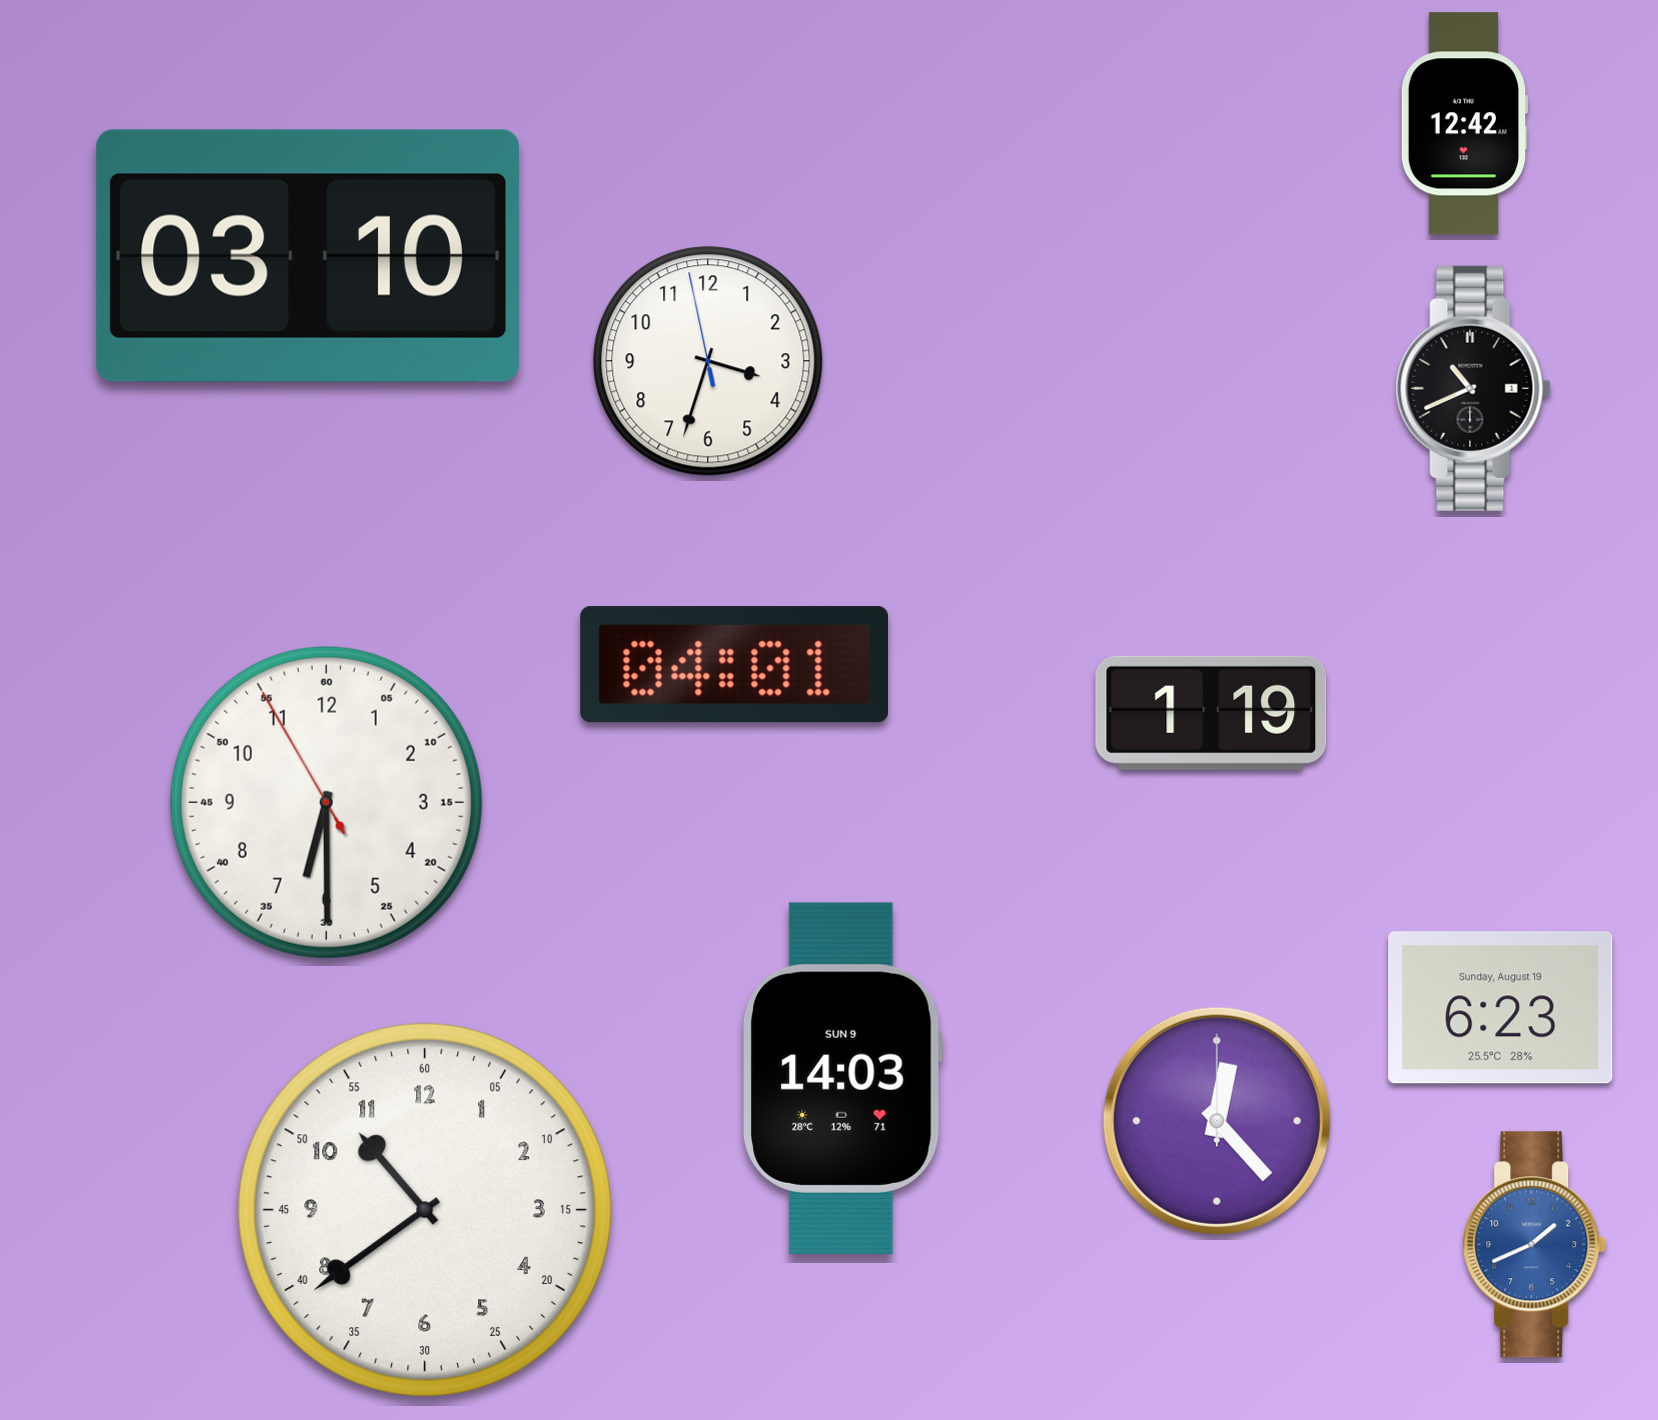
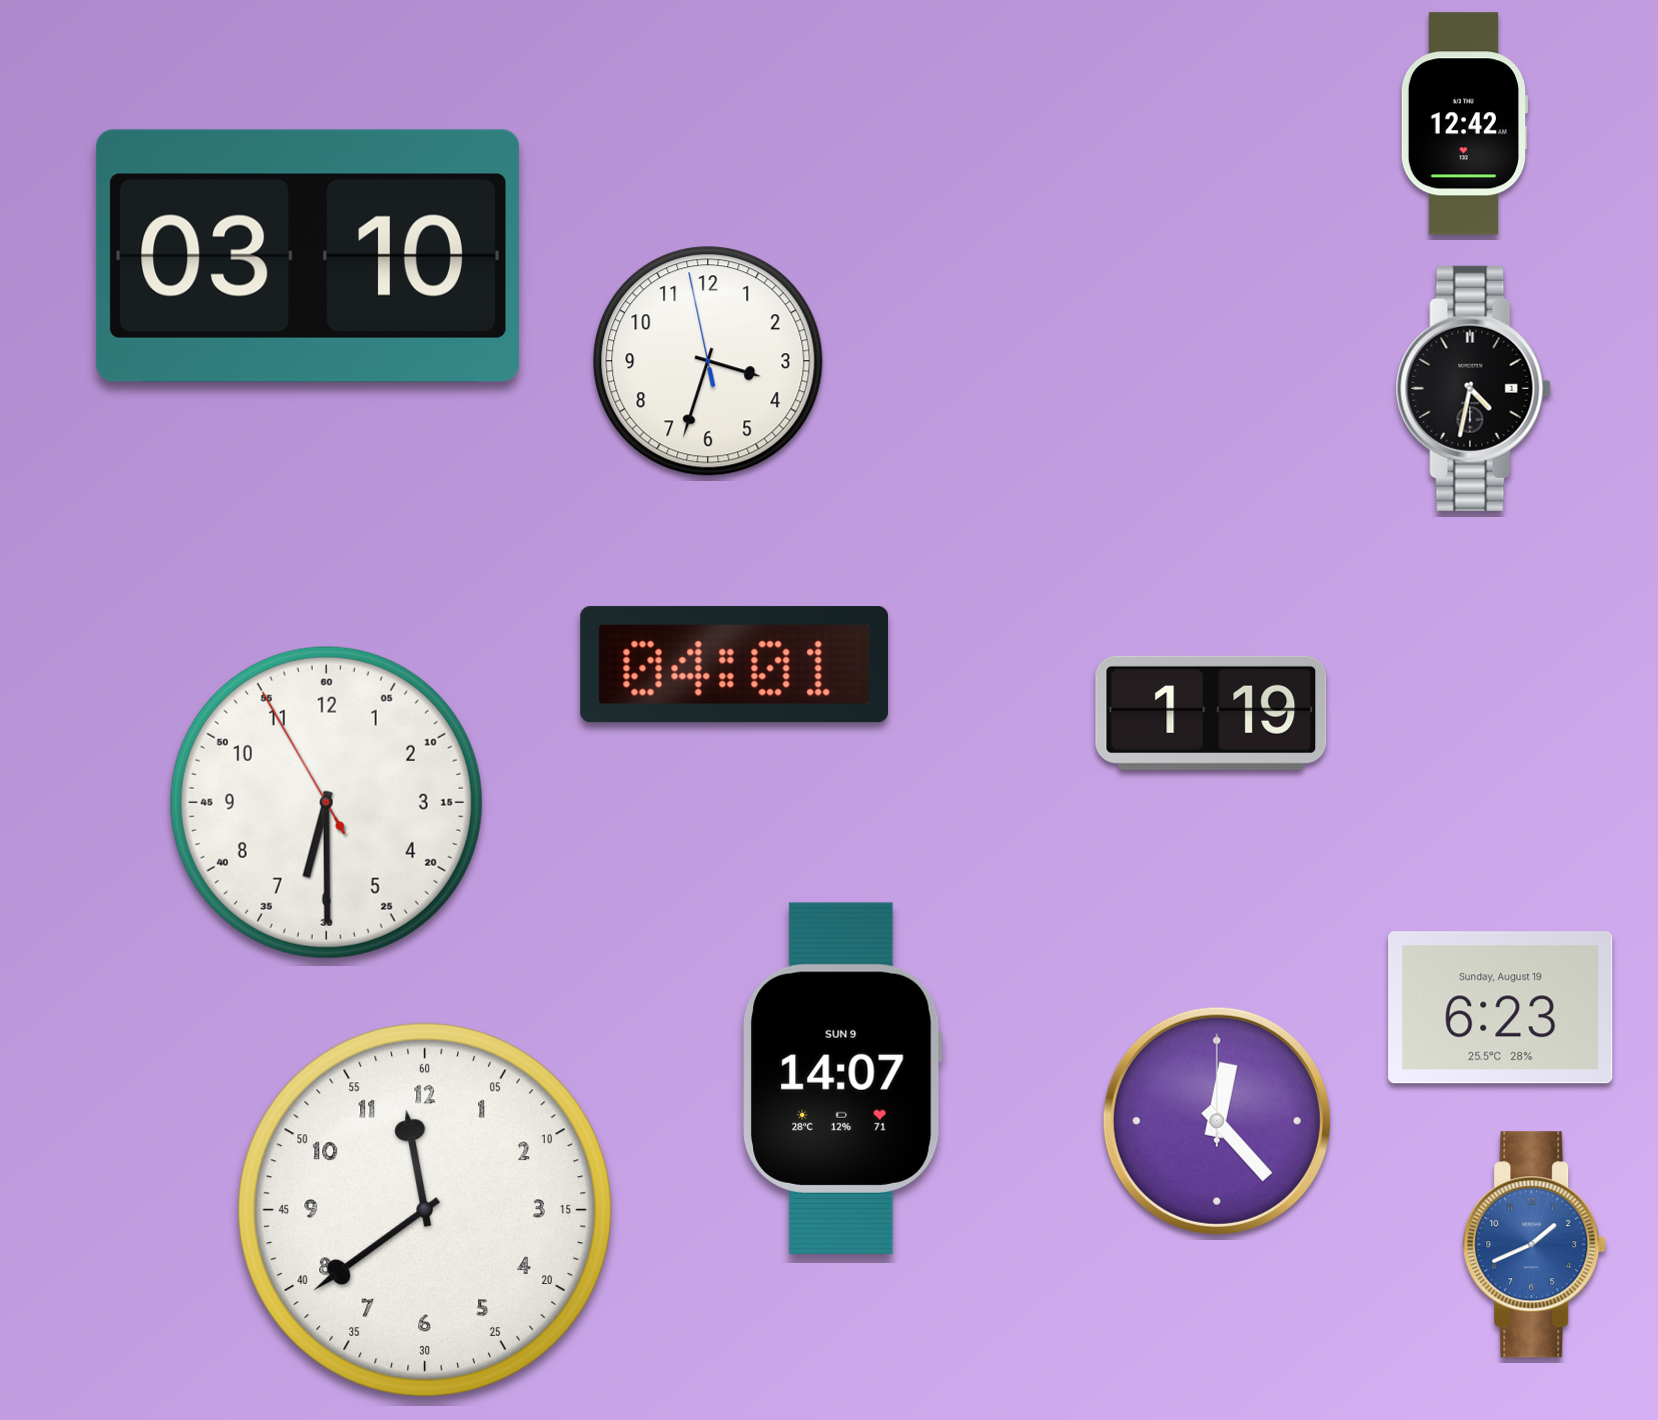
clock at (1473, 388): 10:41 -> 4:32
clock at (842, 1078): 14:03 -> 14:07
clock at (425, 1210): 10:39 -> 11:39
